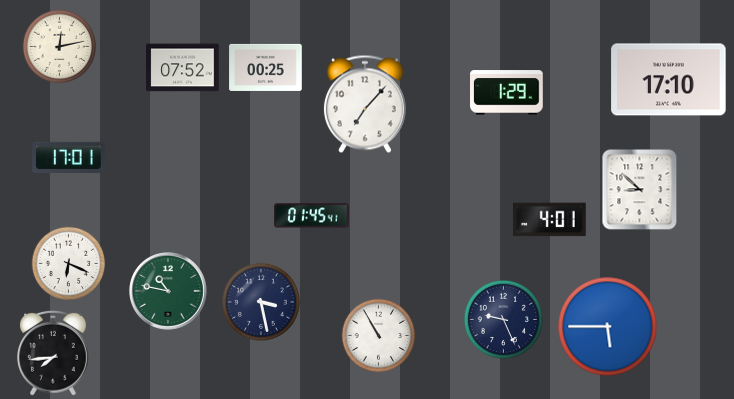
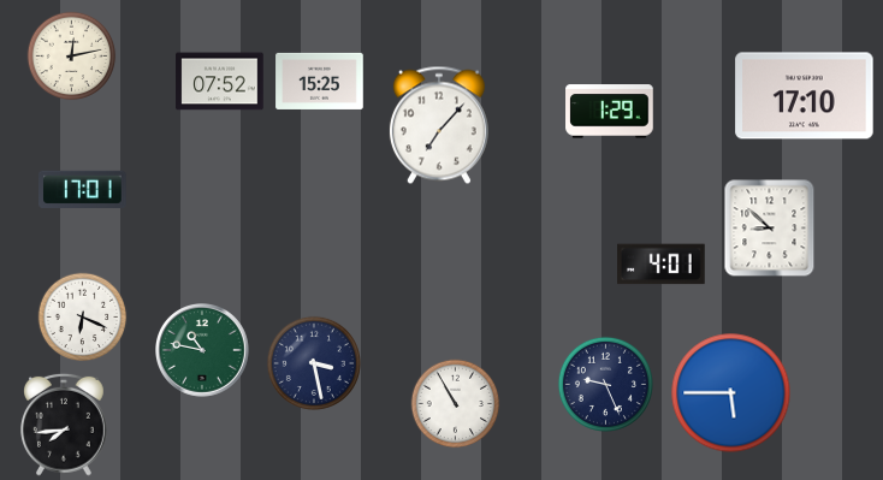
clock at (266, 67): 00:25 -> 15:25
clock at (312, 216): 01:45 -> none
